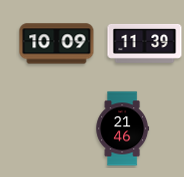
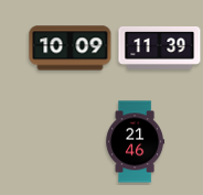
clock at (57, 44) position: (57, 44) -> (71, 48)
